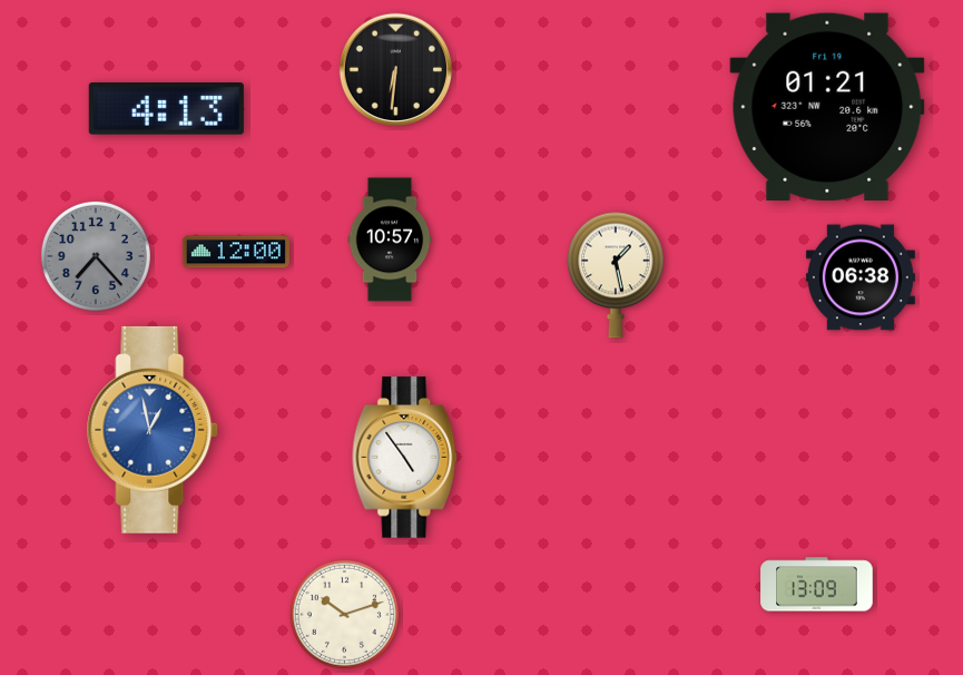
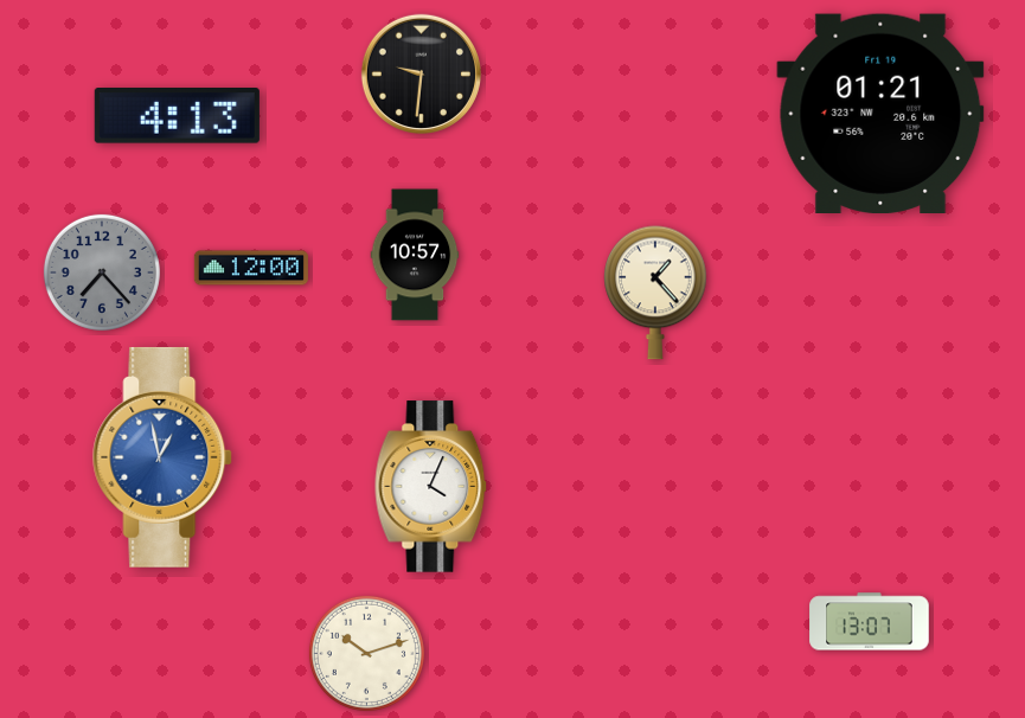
clock at (395, 69): 6:31 -> 9:31
clock at (616, 275): 1:28 -> 1:23
clock at (861, 277): 06:38 -> none
clock at (405, 458): 4:54 -> 4:04
clock at (817, 585): 13:09 -> 13:07
